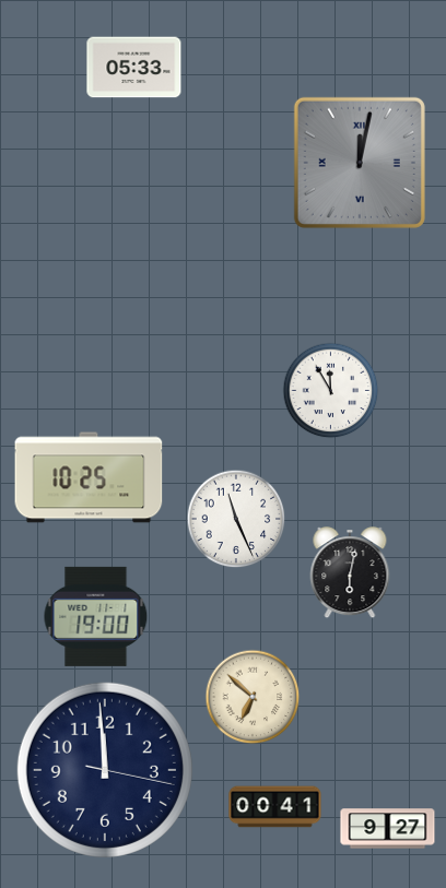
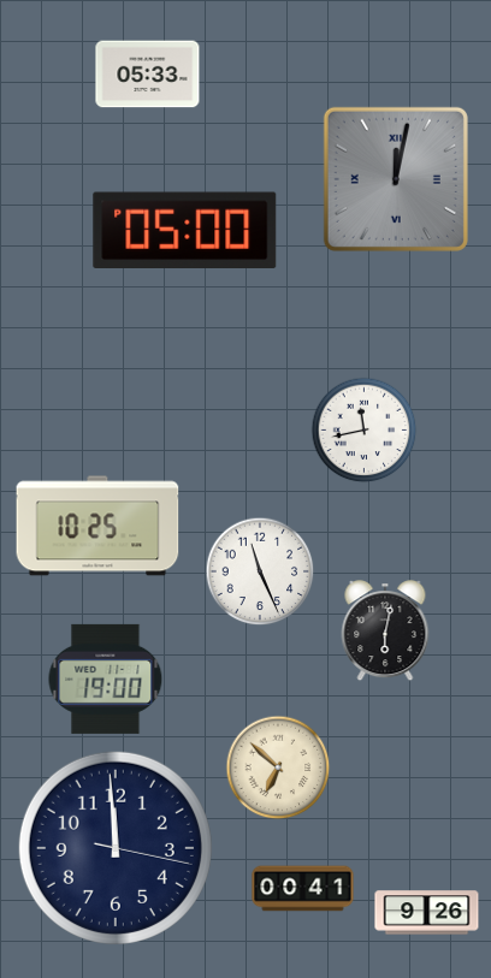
clock at (185, 231): none -> 05:00
clock at (331, 391): 11:55 -> 11:43
clock at (388, 829): 9:27 -> 9:26
